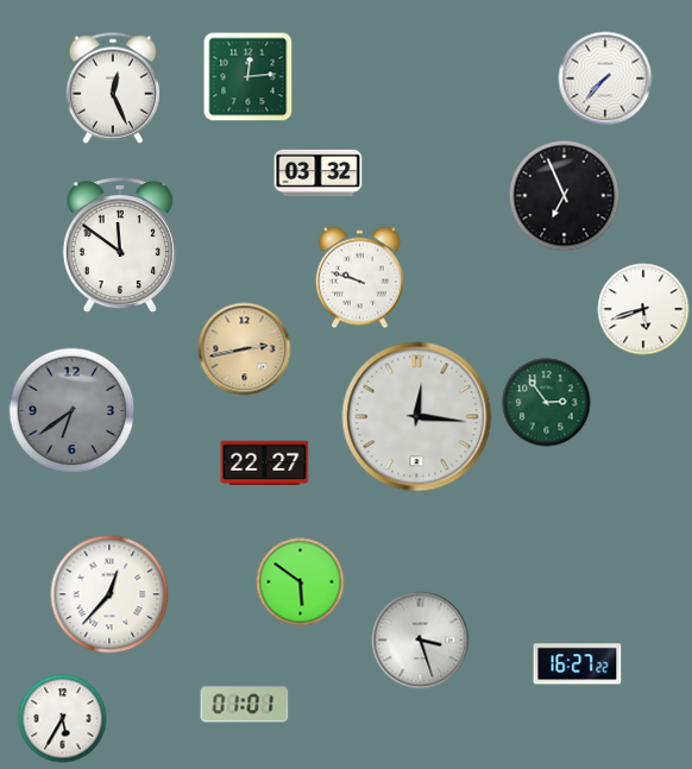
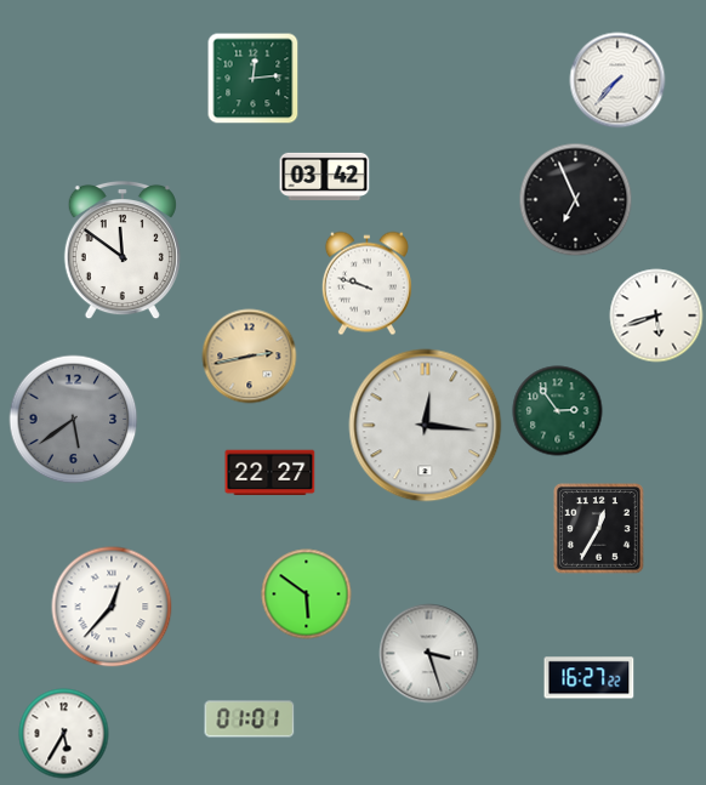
clock at (113, 88): 12:26 -> none
clock at (319, 172): 03:32 -> 03:42
clock at (73, 411): 6:39 -> 5:39
clock at (599, 529): none -> 12:35
